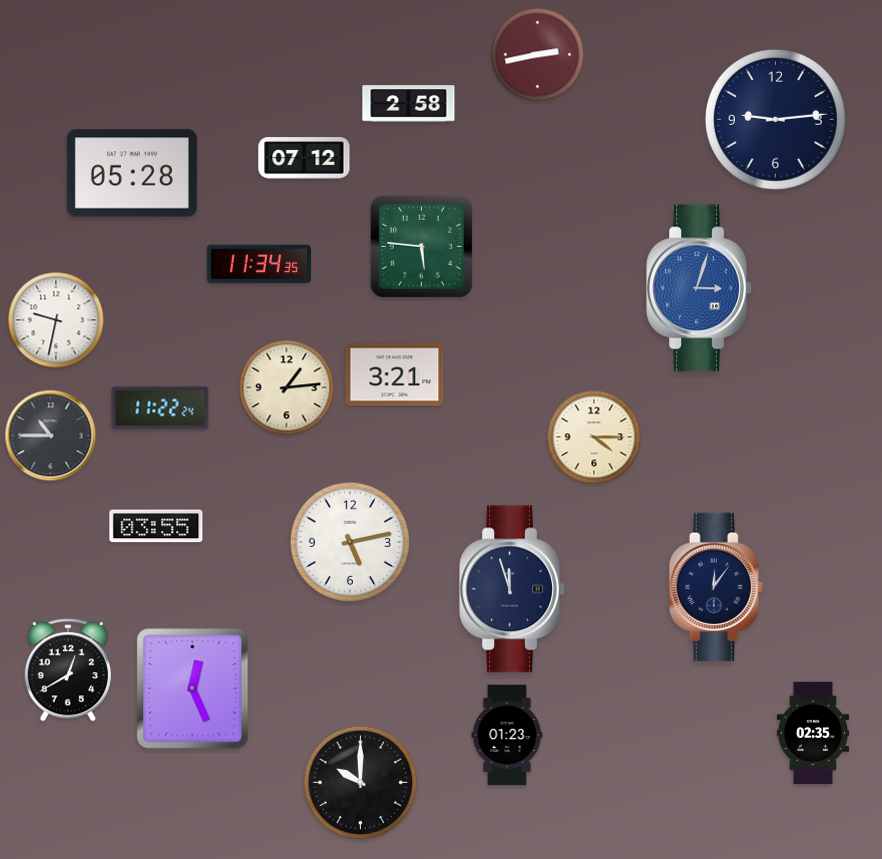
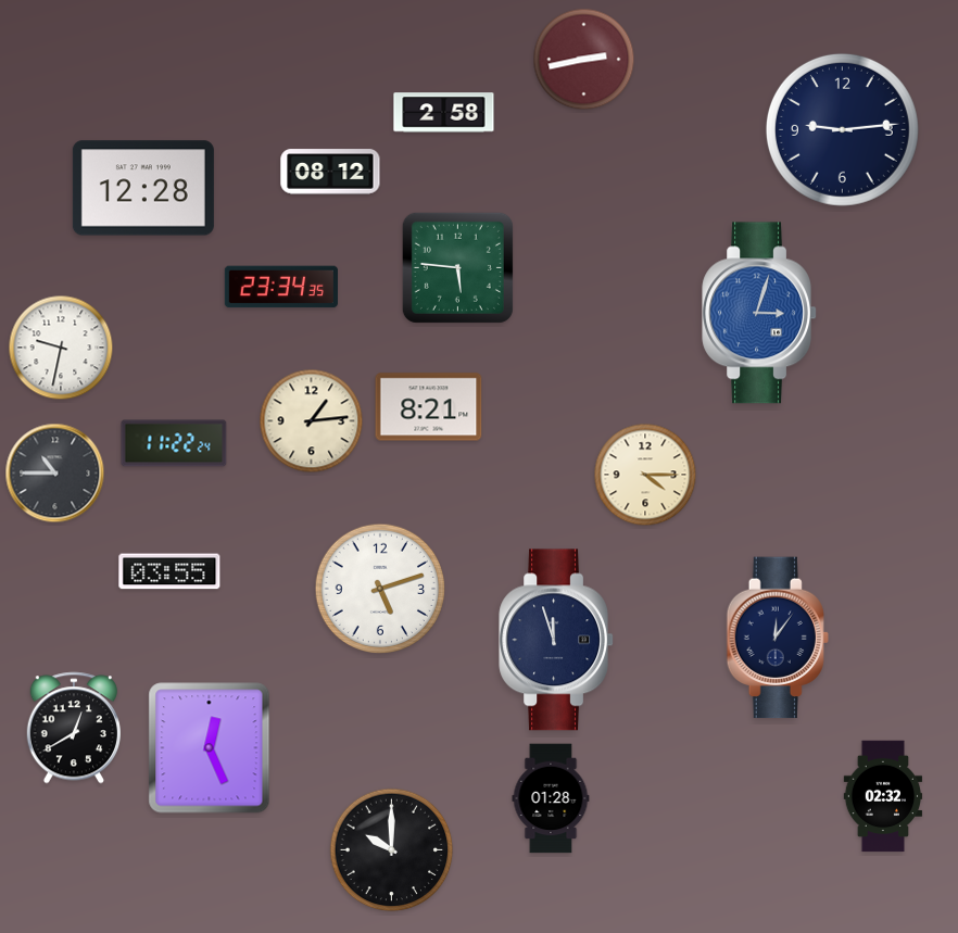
clock at (304, 158): 07:12 -> 08:12
clock at (132, 173): 05:28 -> 12:28
clock at (259, 264): 11:34 -> 23:34
clock at (395, 375): 3:21 -> 8:21
clock at (350, 542): 5:13 -> 5:12
clock at (813, 733): 02:35 -> 02:32
clock at (507, 735): 01:23 -> 01:28
